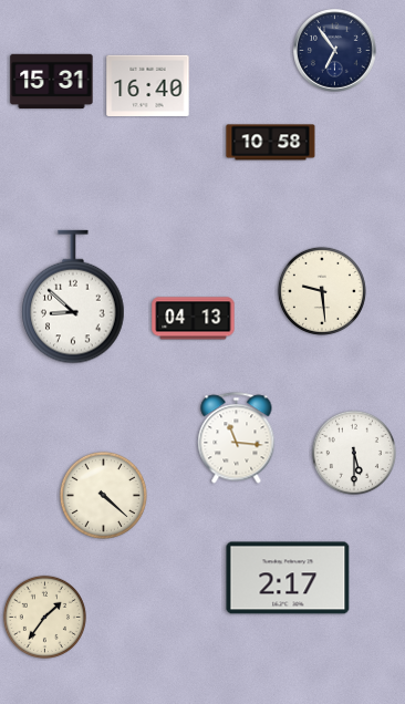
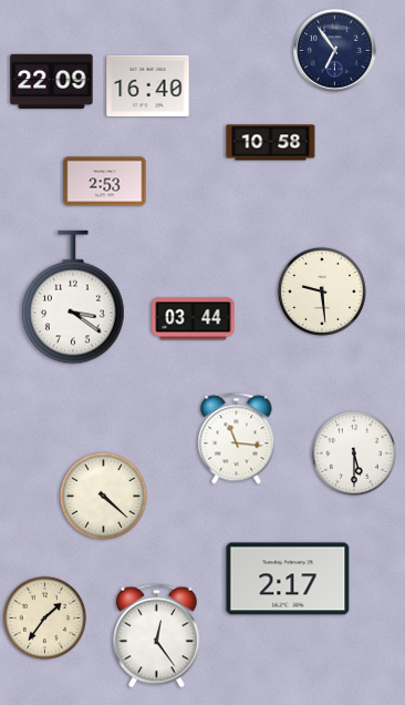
clock at (52, 82): 15:31 -> 22:09
clock at (105, 182): none -> 2:53
clock at (73, 297): 8:52 -> 3:21
clock at (194, 319): 04:13 -> 03:44
clock at (157, 636): none -> 12:24
